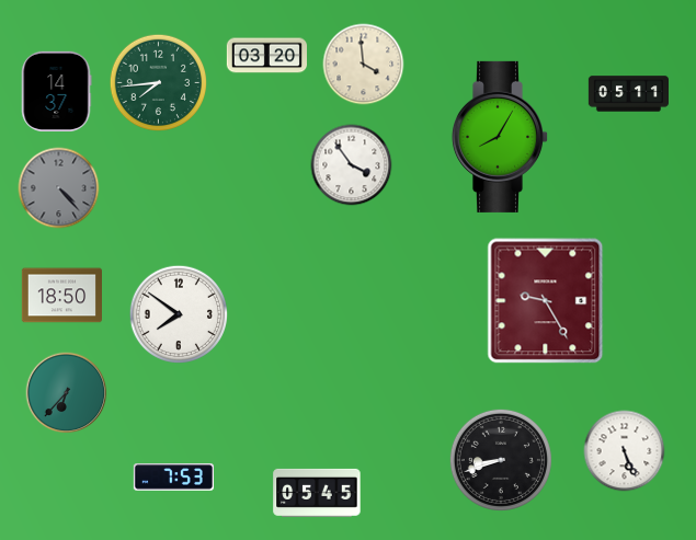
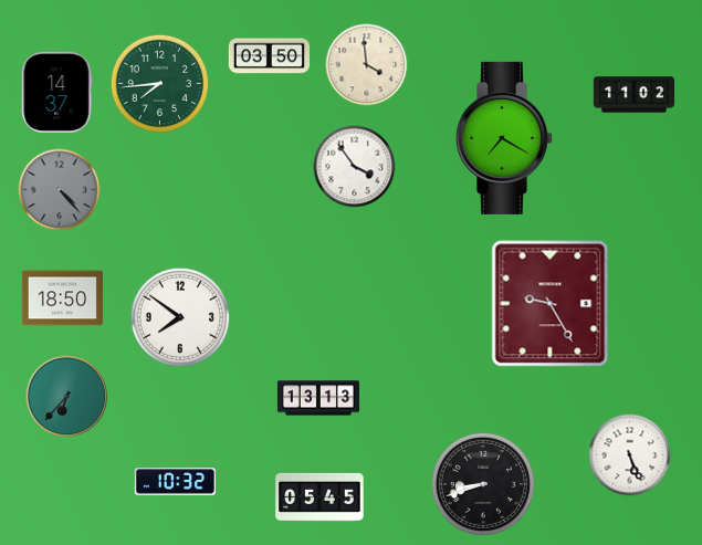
clock at (266, 56): 03:20 -> 03:50
clock at (628, 94): 05:11 -> 11:02
clock at (499, 137): 8:05 -> 7:20
clock at (318, 398): none -> 13:13
clock at (501, 460) position: (501, 460) -> (483, 484)
clock at (173, 478): 7:53 -> 10:32
